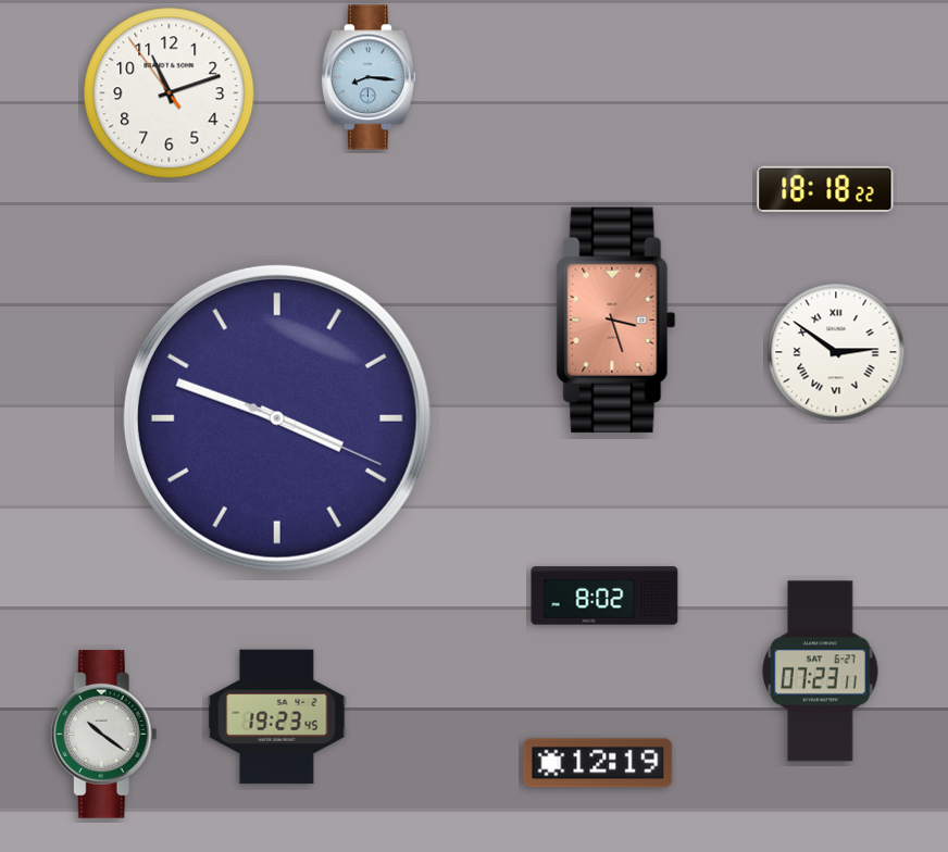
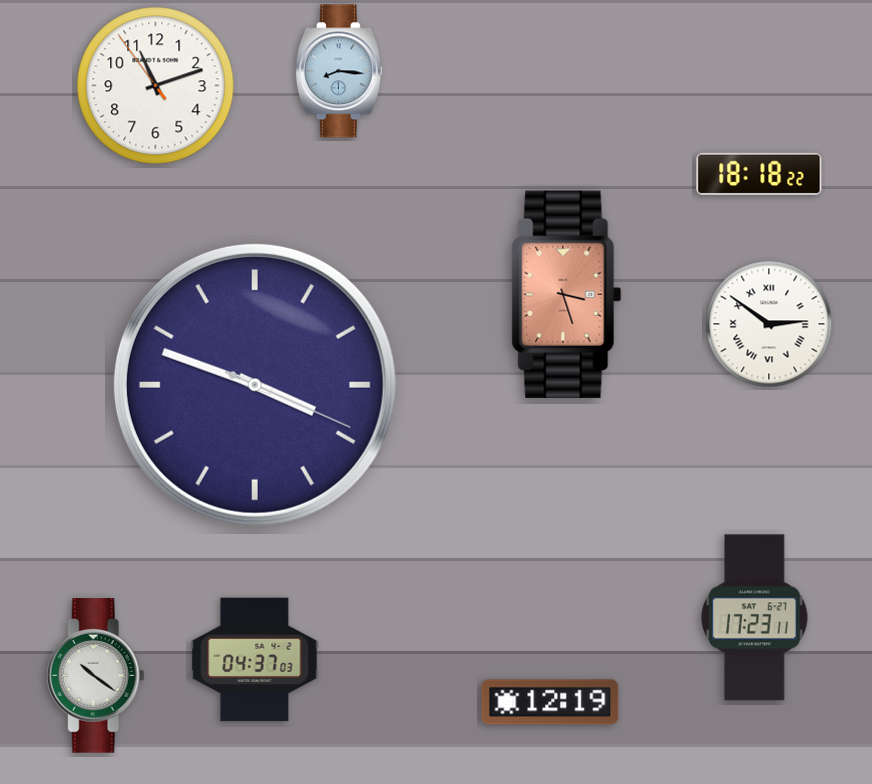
clock at (604, 596): 8:02 -> none
clock at (821, 672): 07:23 -> 17:23
clock at (277, 717): 19:23 -> 04:37
